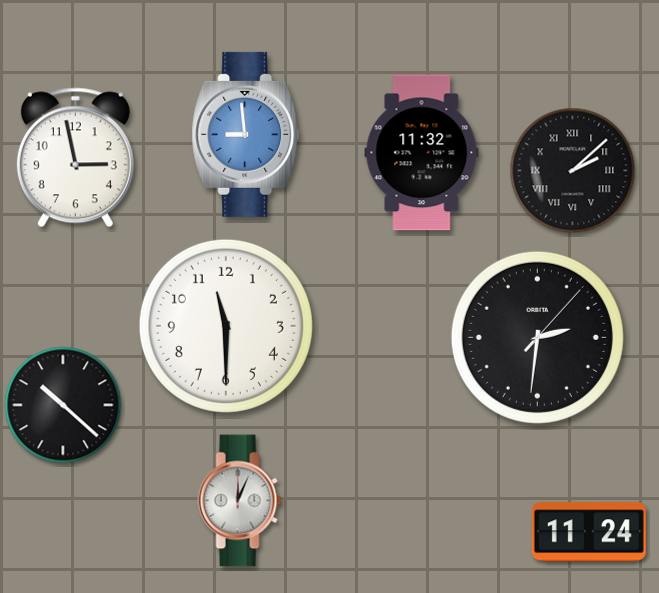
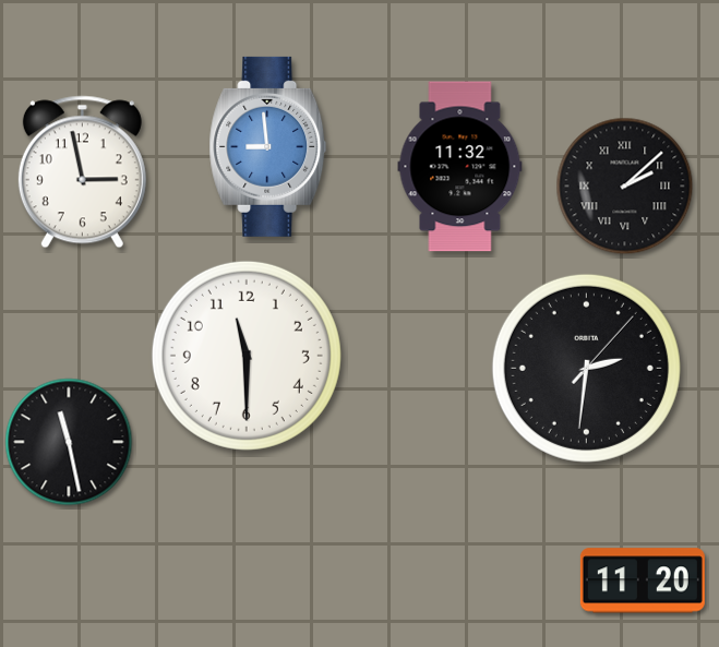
clock at (63, 405): 10:22 -> 11:28
clock at (240, 501): 12:04 -> none
clock at (589, 532): 11:24 -> 11:20
